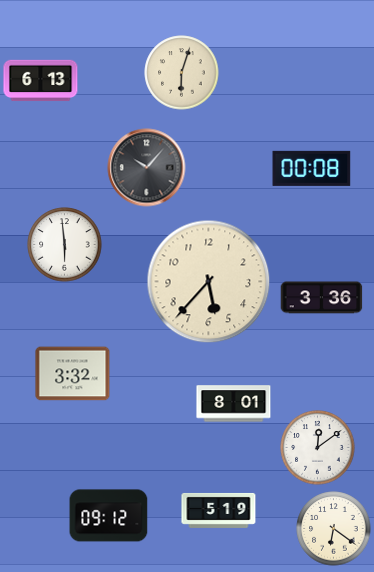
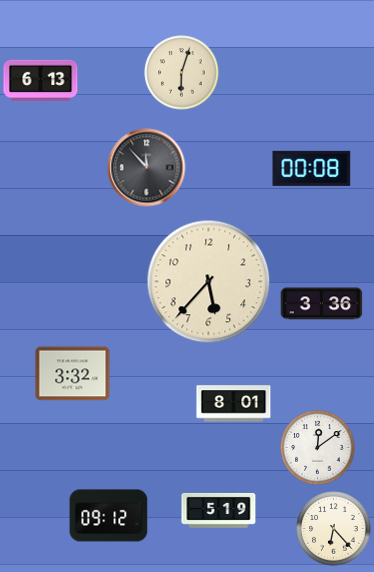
clock at (147, 168): 10:07 -> 11:53
clock at (65, 245): 5:59 -> none
clock at (322, 298) position: (322, 298) -> (322, 304)
clock at (334, 529): 6:21 -> 6:23
